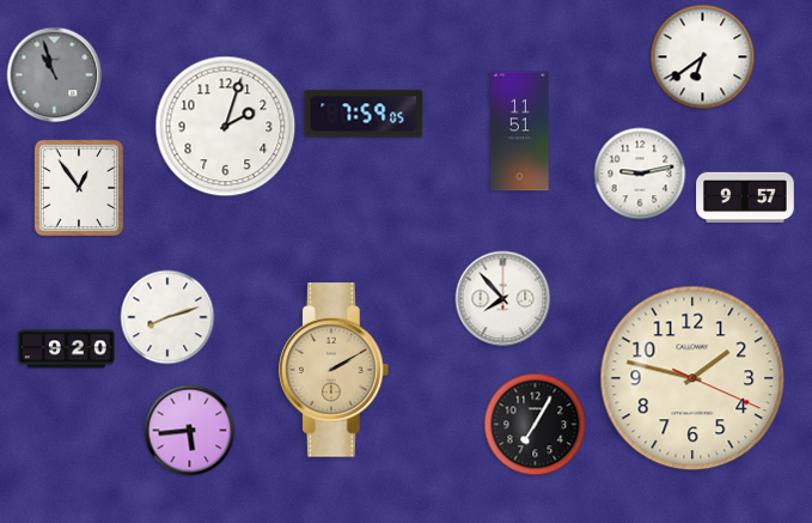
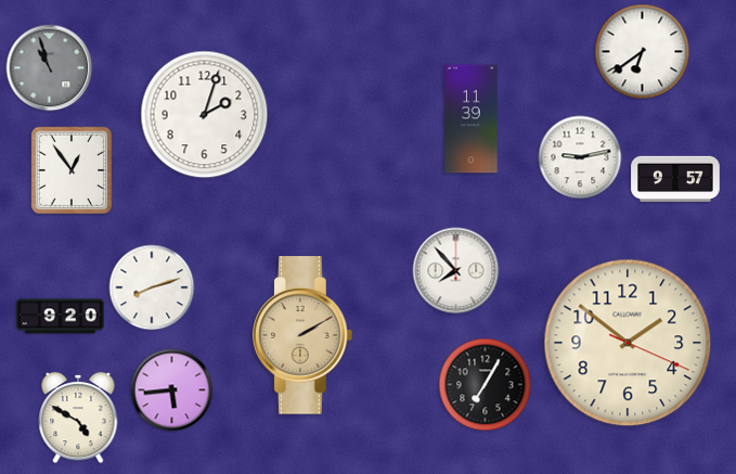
clock at (703, 57) position: (703, 57) -> (643, 52)
clock at (364, 114): 7:59 -> none
clock at (520, 132): 11:51 -> 11:39
clock at (692, 378): 1:47 -> 1:51
clock at (78, 418): none -> 4:50
